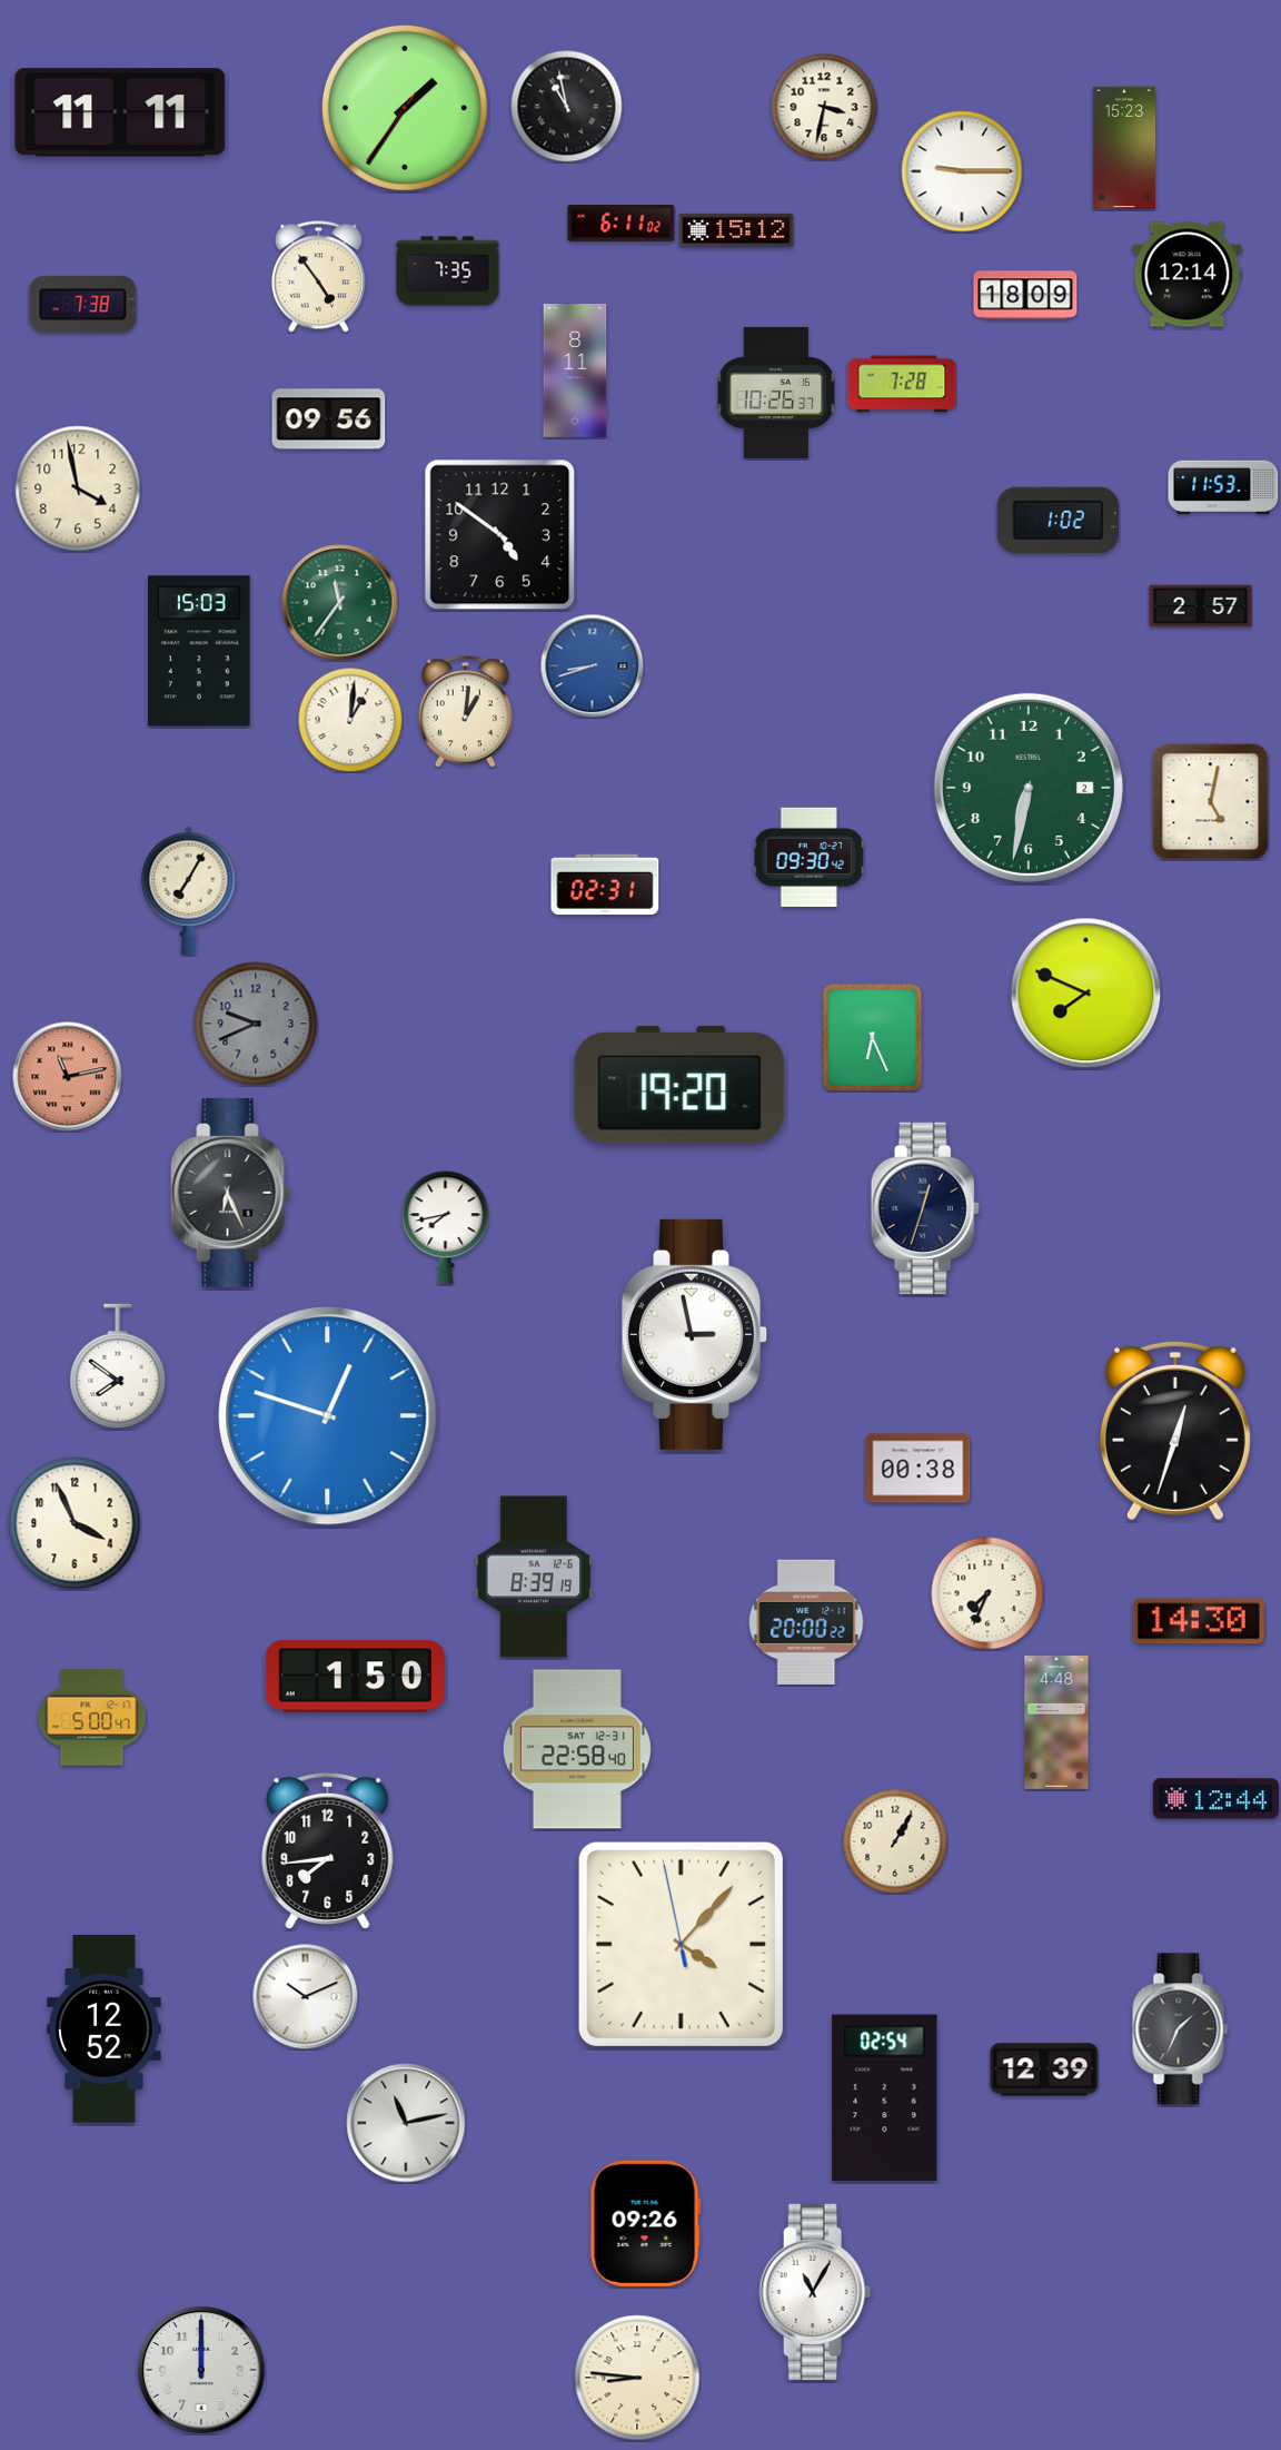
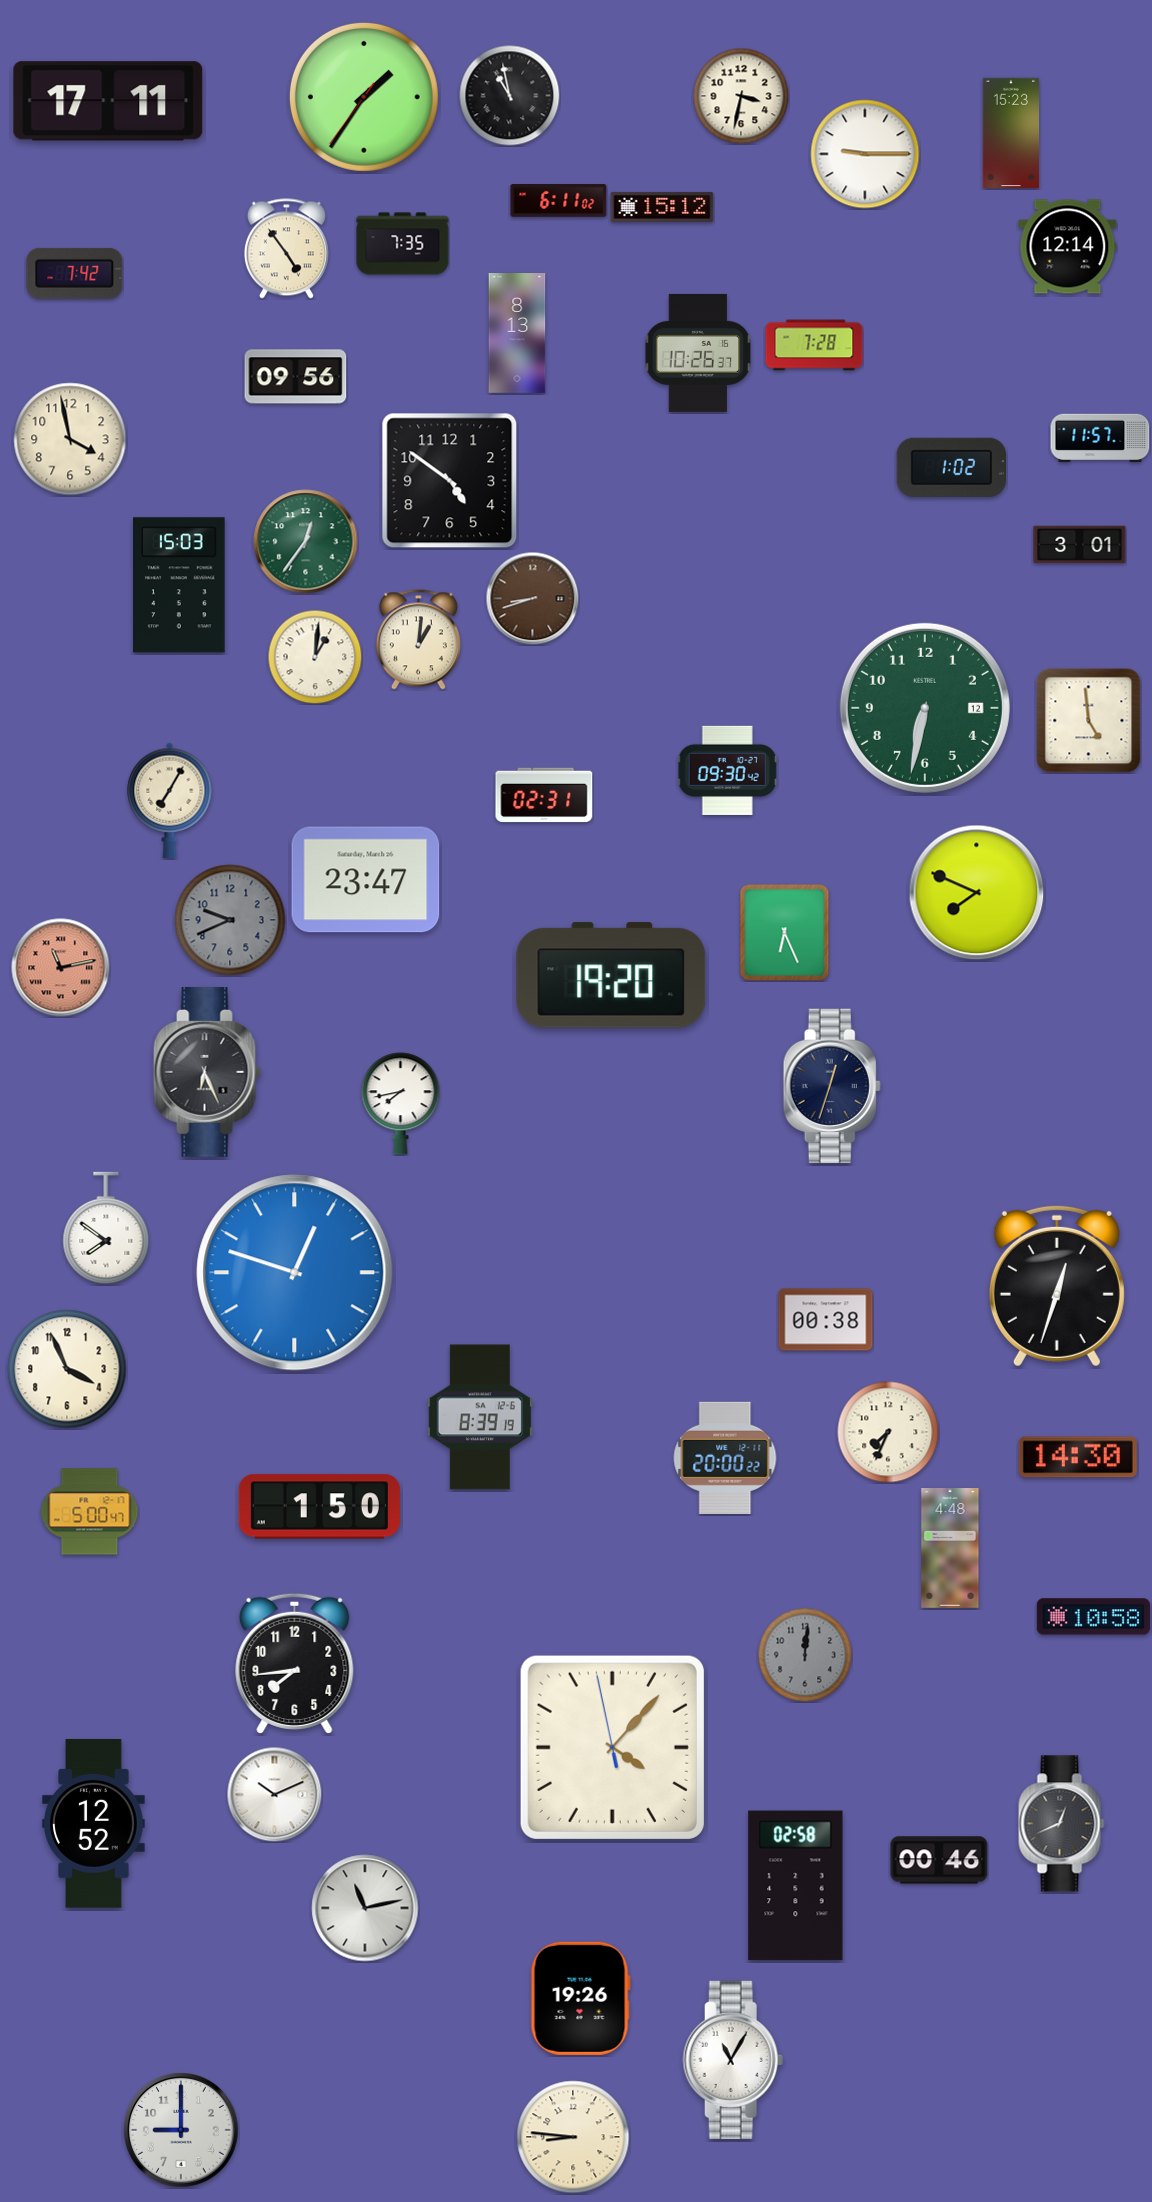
clock at (120, 112): 11:11 -> 17:11
clock at (1025, 295): 18:09 -> none
clock at (83, 304): 7:38 -> 7:42
clock at (575, 372): 8:11 -> 8:13
clock at (902, 384) position: (902, 384) -> (814, 345)
clock at (1223, 486): 11:53 -> 11:57
clock at (340, 603): 11:36 -> 12:36
clock at (1201, 606): 2:57 -> 3:01
clock at (592, 665) dial: blue -> brown
clock at (350, 720) position: (350, 720) -> (315, 657)
clock at (1029, 788) date: 2 -> 12
clock at (1211, 802): 5:02 -> 4:59
clock at (366, 880): none -> 23:47
clock at (694, 1334): 2:58 -> none
clock at (92, 1718) position: (92, 1718) -> (90, 1512)
clock at (577, 1749): 22:58 -> none
clock at (1215, 1799): 12:44 -> 10:58
clock at (895, 1841): 1:05 -> 12:01
clock at (895, 1841) dial: cream -> grey
clock at (1181, 2029): 1:34 -> 12:41
clock at (1044, 2069): 12:39 -> 00:46
clock at (885, 2098): 02:54 -> 02:58
clock at (645, 2223): 09:26 -> 19:26
clock at (202, 2371): 12:00 -> 9:00
